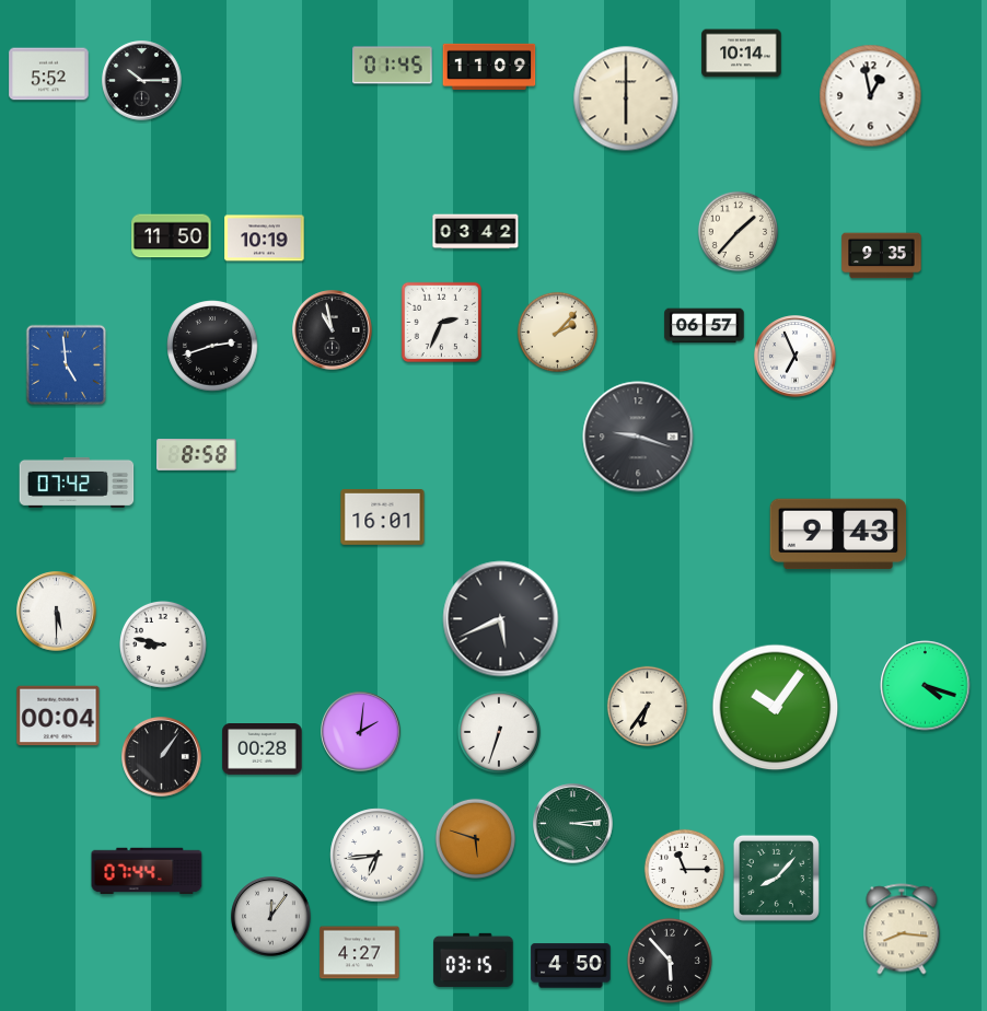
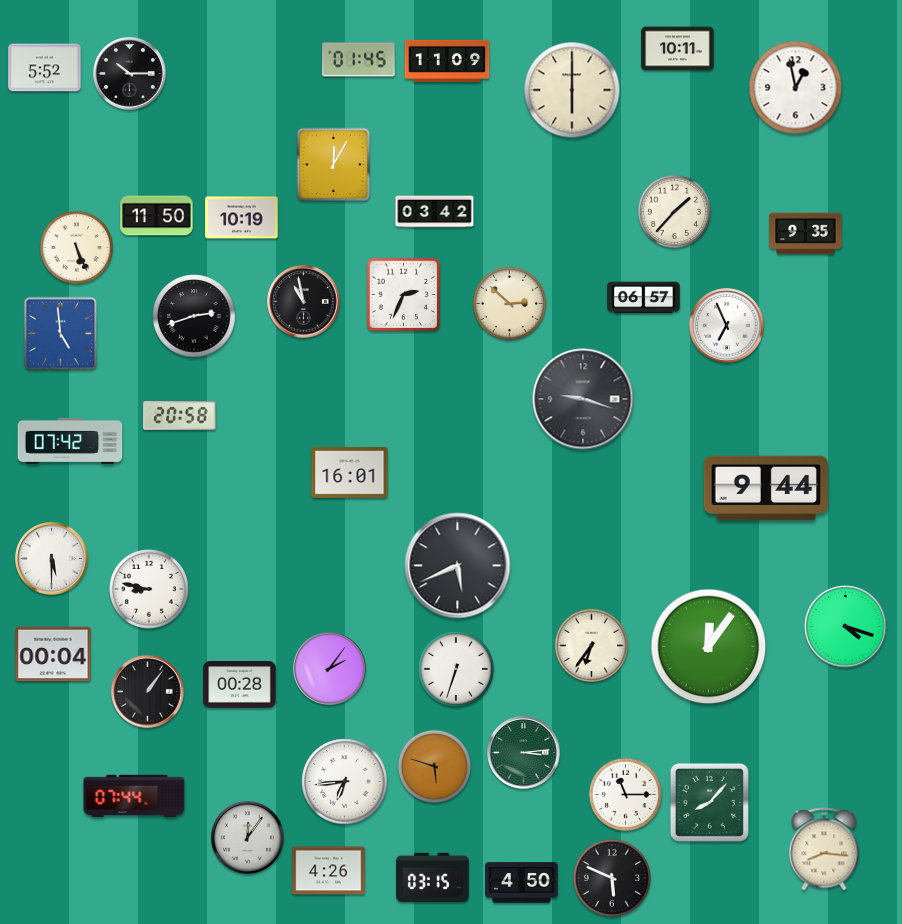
clock at (742, 54): 10:14 -> 10:11
clock at (334, 165): none -> 12:05
clock at (76, 247): none -> 5:26
clock at (557, 332): 2:07 -> 2:52
clock at (197, 455): 8:58 -> 20:58
clock at (838, 534): 9:43 -> 9:44
clock at (776, 708): 10:06 -> 12:06
clock at (361, 732): 2:01 -> 2:06
clock at (360, 953): 4:27 -> 4:26
clock at (670, 961): 5:53 -> 5:49
